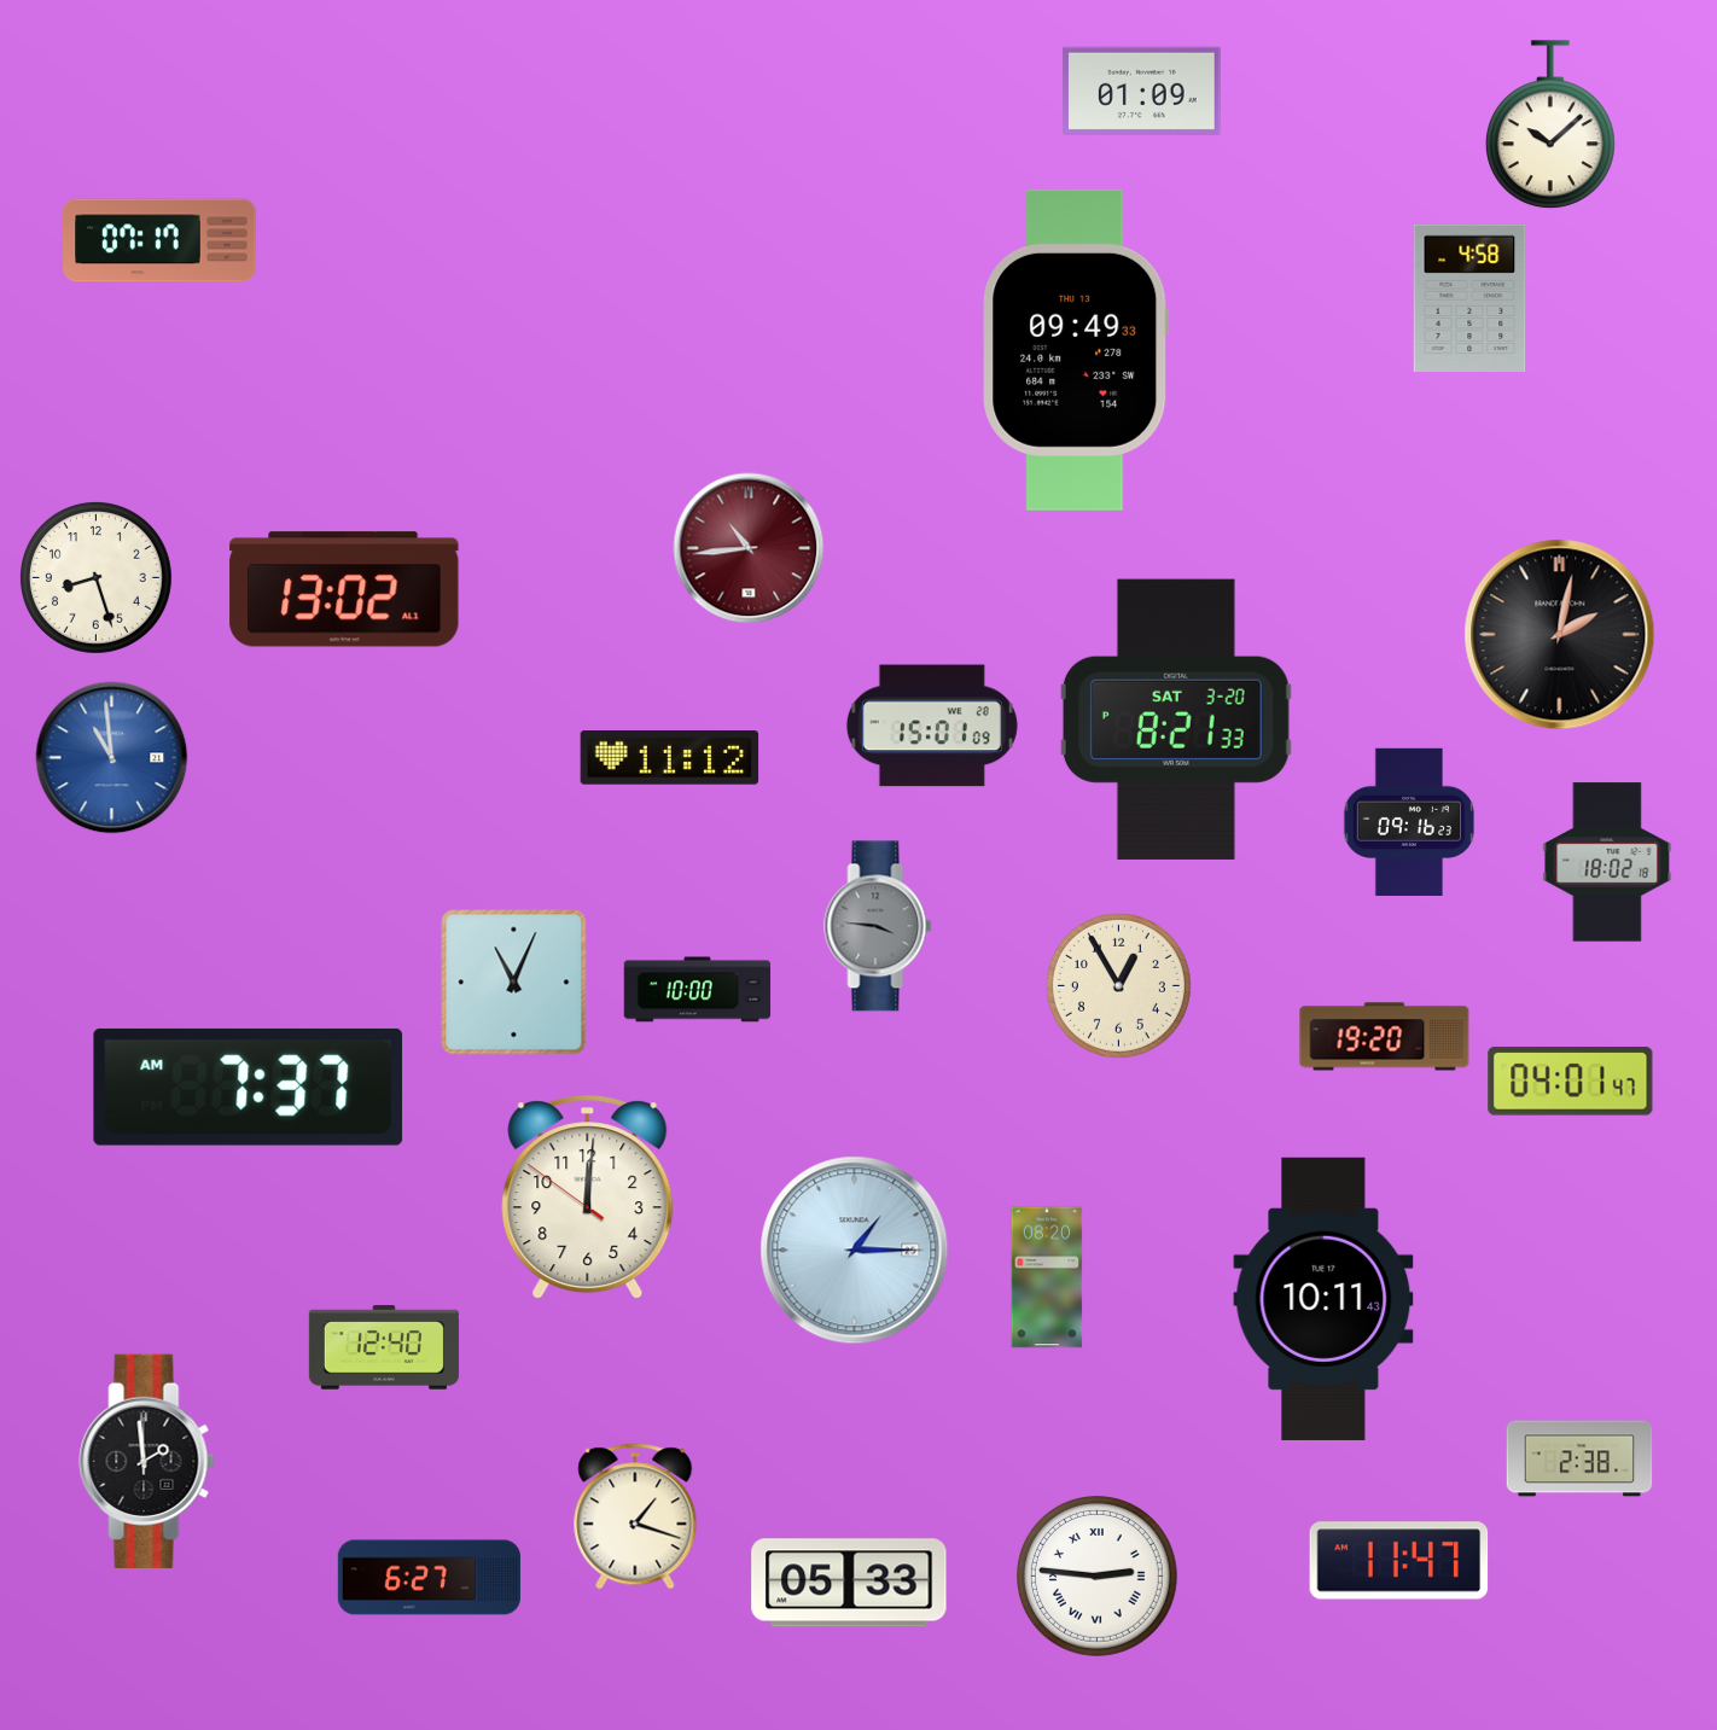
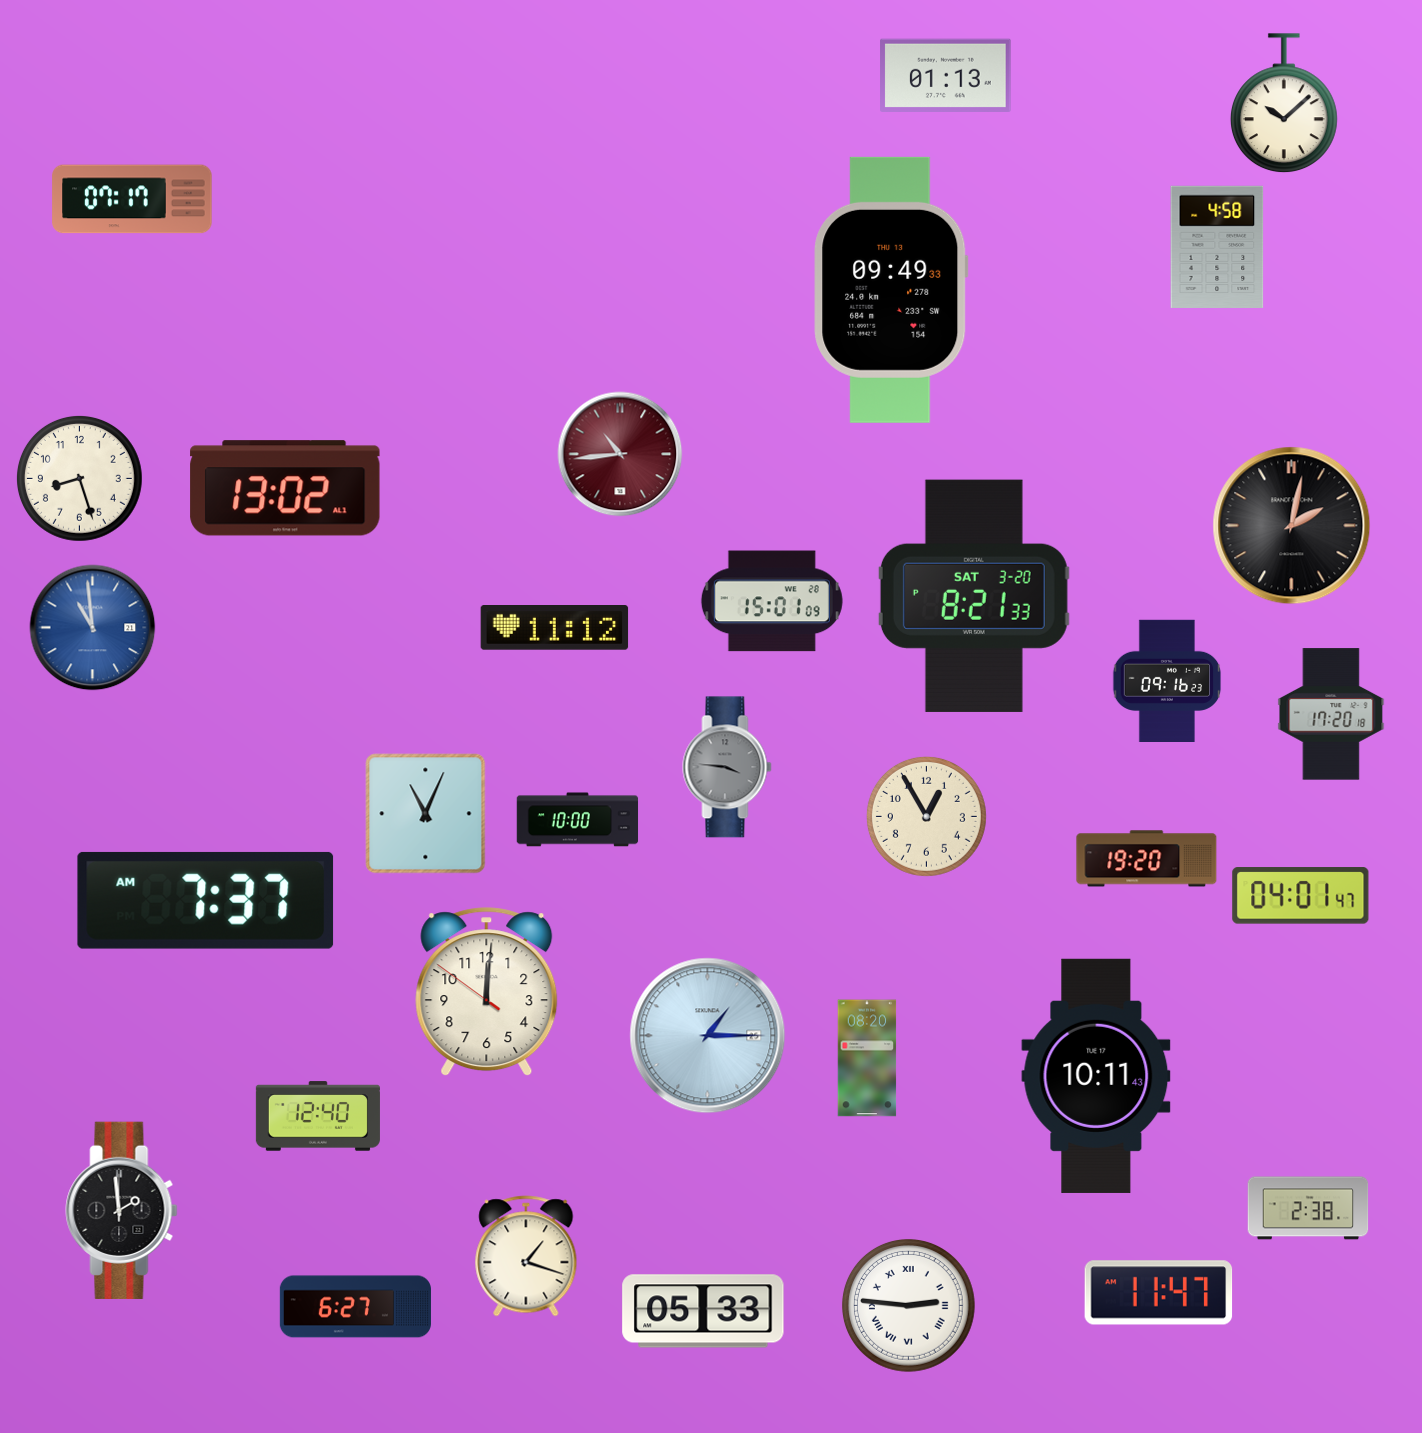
clock at (1142, 91): 01:09 -> 01:13
clock at (1607, 862): 18:02 -> 17:20
